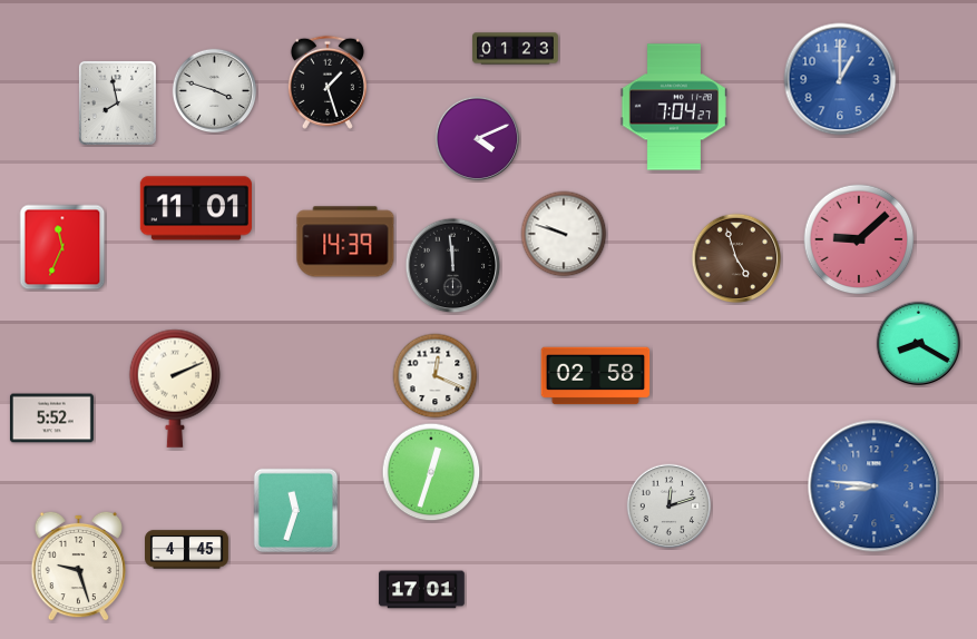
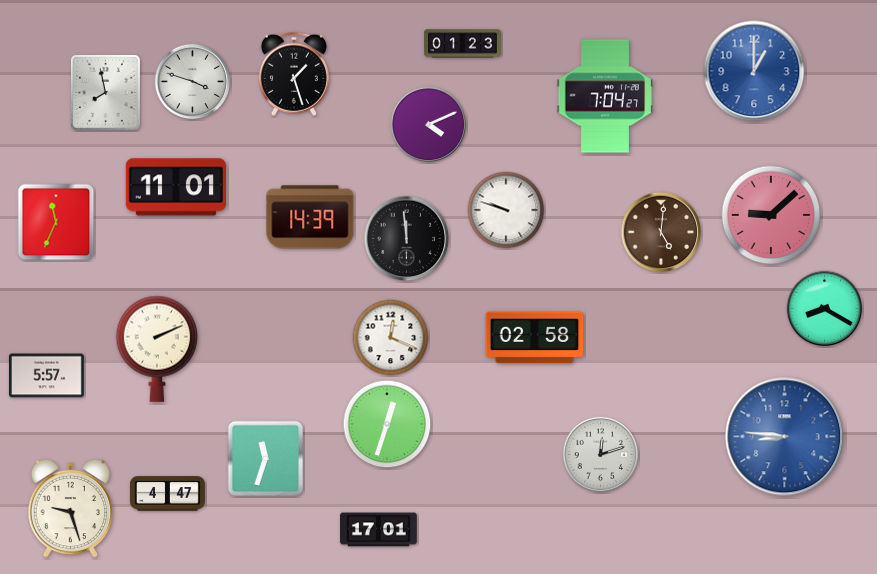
clock at (736, 258): 4:57 -> 5:01
clock at (51, 419): 5:52 -> 5:57
clock at (187, 550): 4:45 -> 4:47
